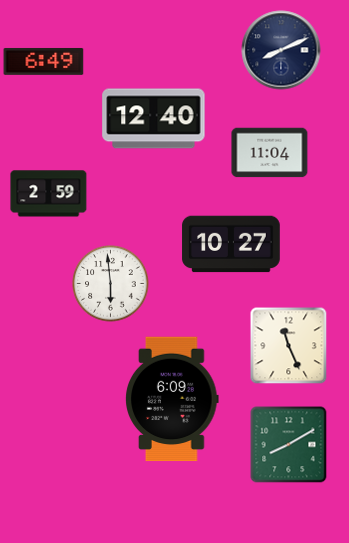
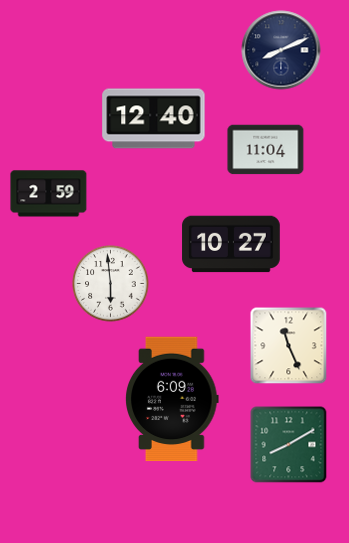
clock at (44, 61): 6:49 -> none
clock at (270, 153) position: (270, 153) -> (266, 150)
